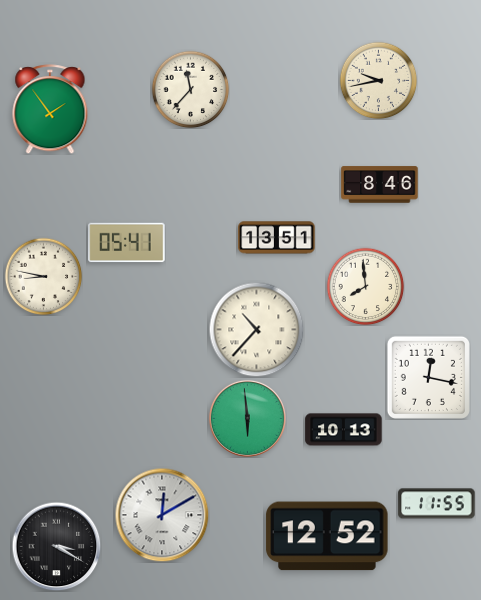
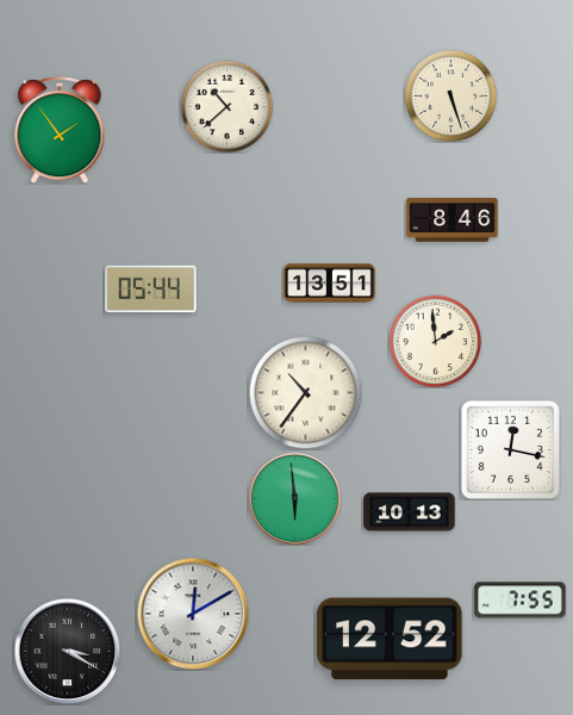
clock at (378, 80): 9:43 -> 5:27
clock at (190, 89): 11:37 -> 10:38
clock at (127, 243): 05:41 -> 05:44
clock at (43, 276): 8:47 -> none
clock at (365, 286): 7:59 -> 1:59
clock at (256, 329): 10:37 -> 10:36
clock at (437, 504): 11:55 -> 7:55
